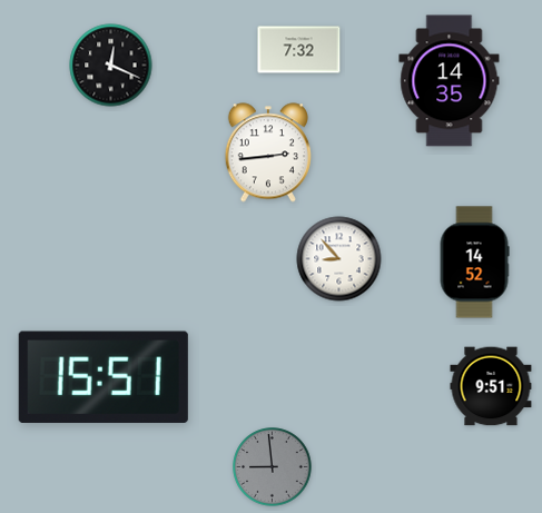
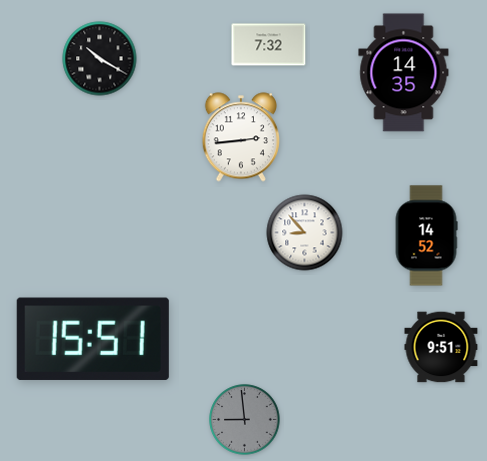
clock at (111, 66): 12:19 -> 10:20
